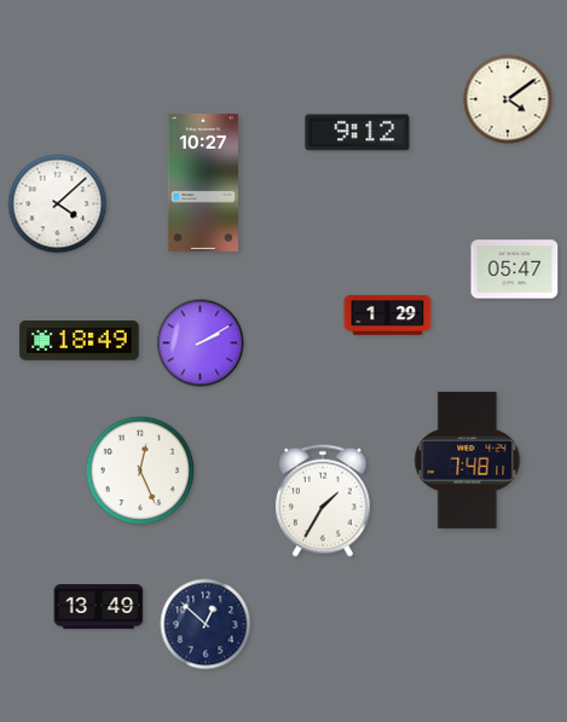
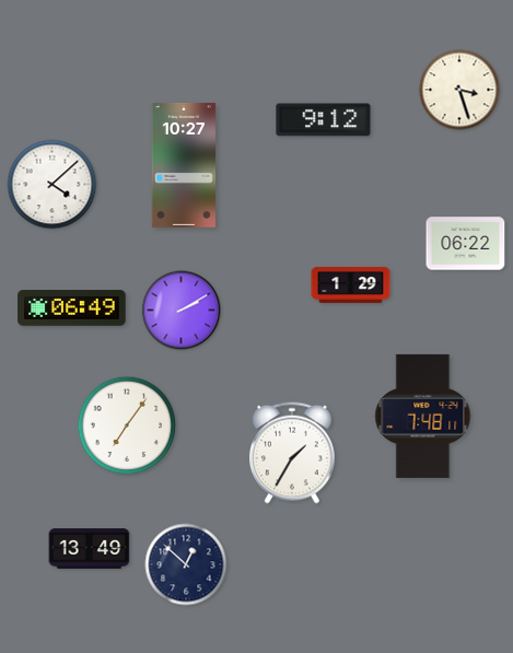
clock at (508, 99): 4:09 -> 3:27
clock at (515, 270): 05:47 -> 06:22
clock at (80, 341): 18:49 -> 06:49
clock at (140, 470): 12:26 -> 7:06
